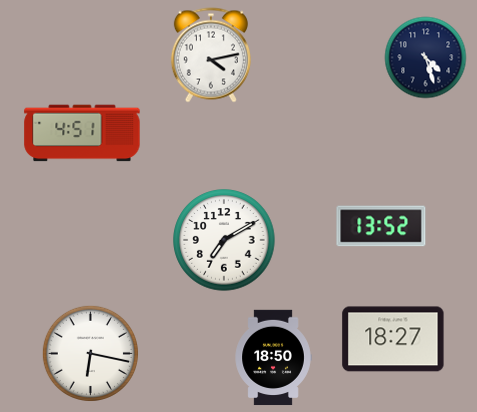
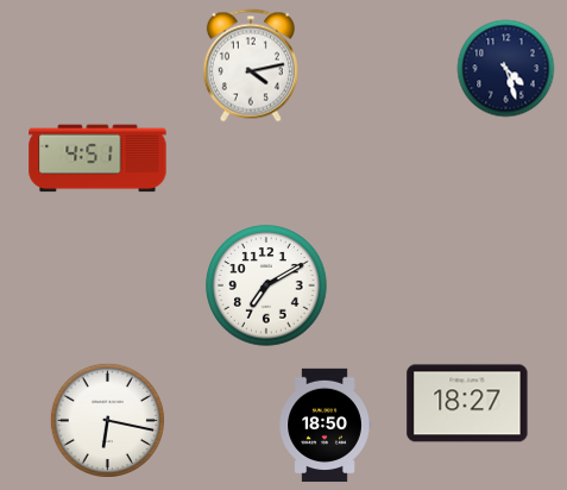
clock at (381, 226): 13:52 -> none
